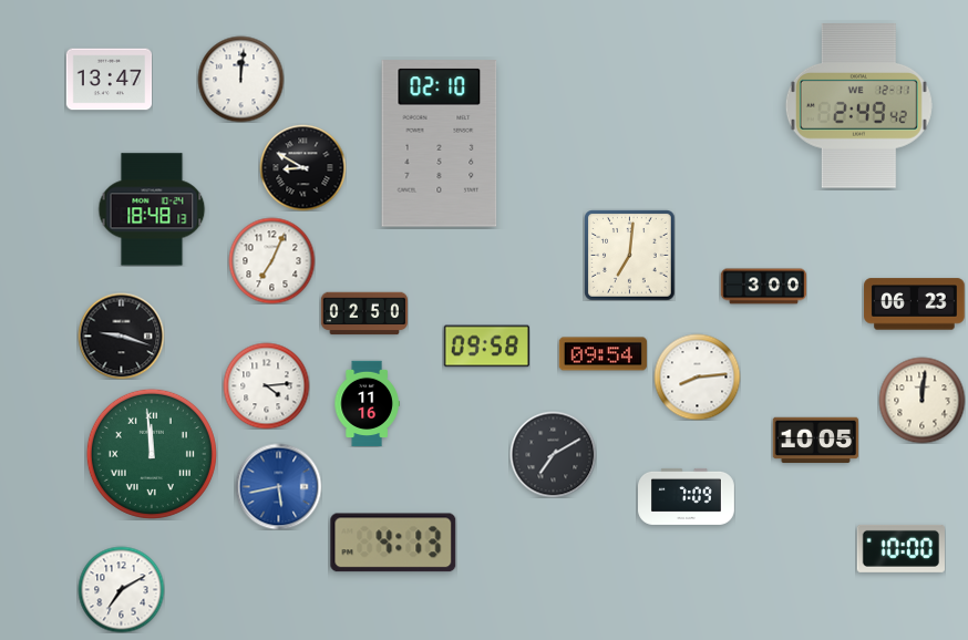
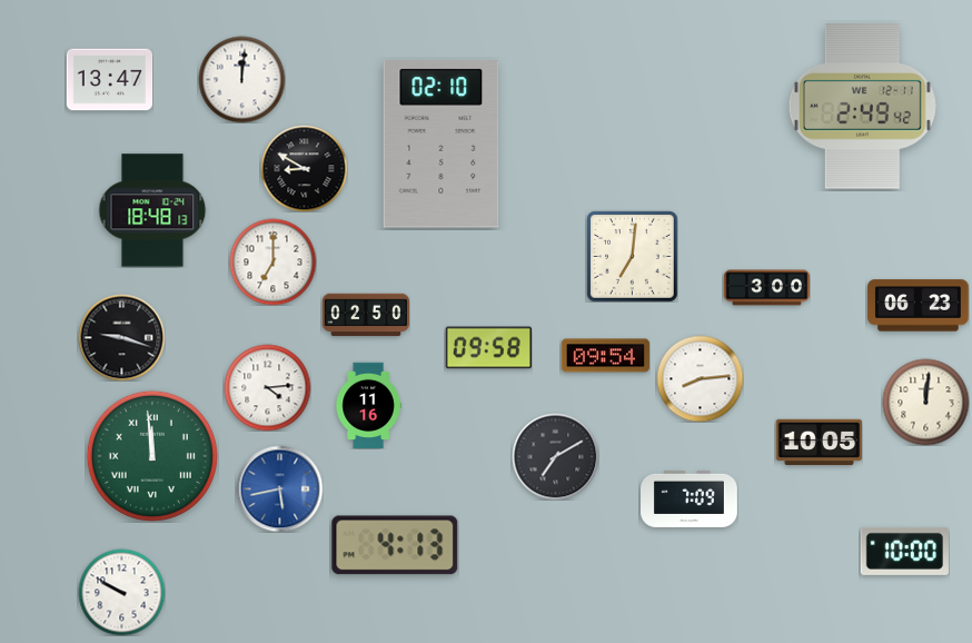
clock at (271, 260): 7:04 -> 7:00
clock at (121, 589): 7:10 -> 9:50
